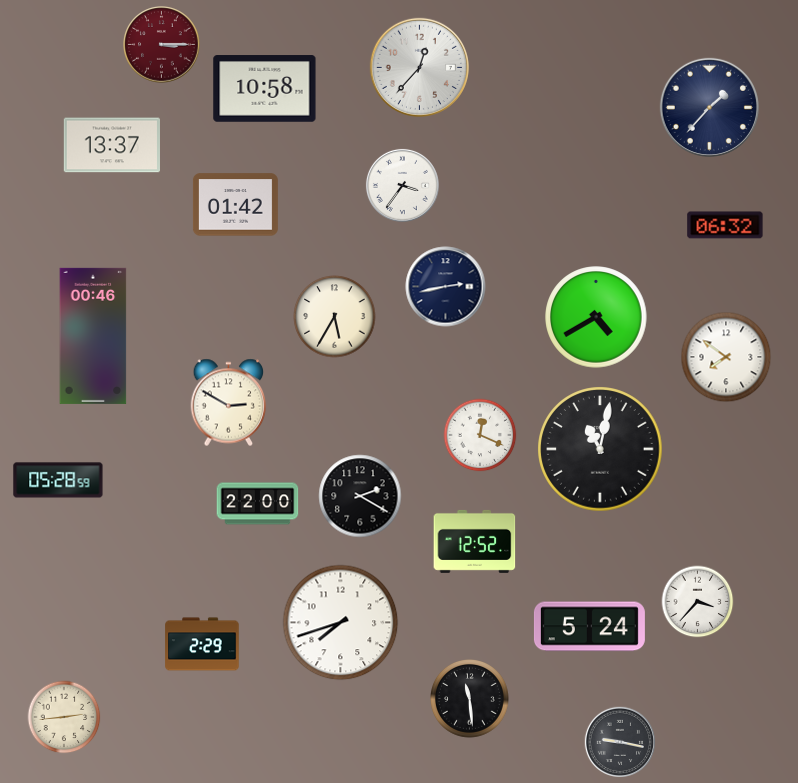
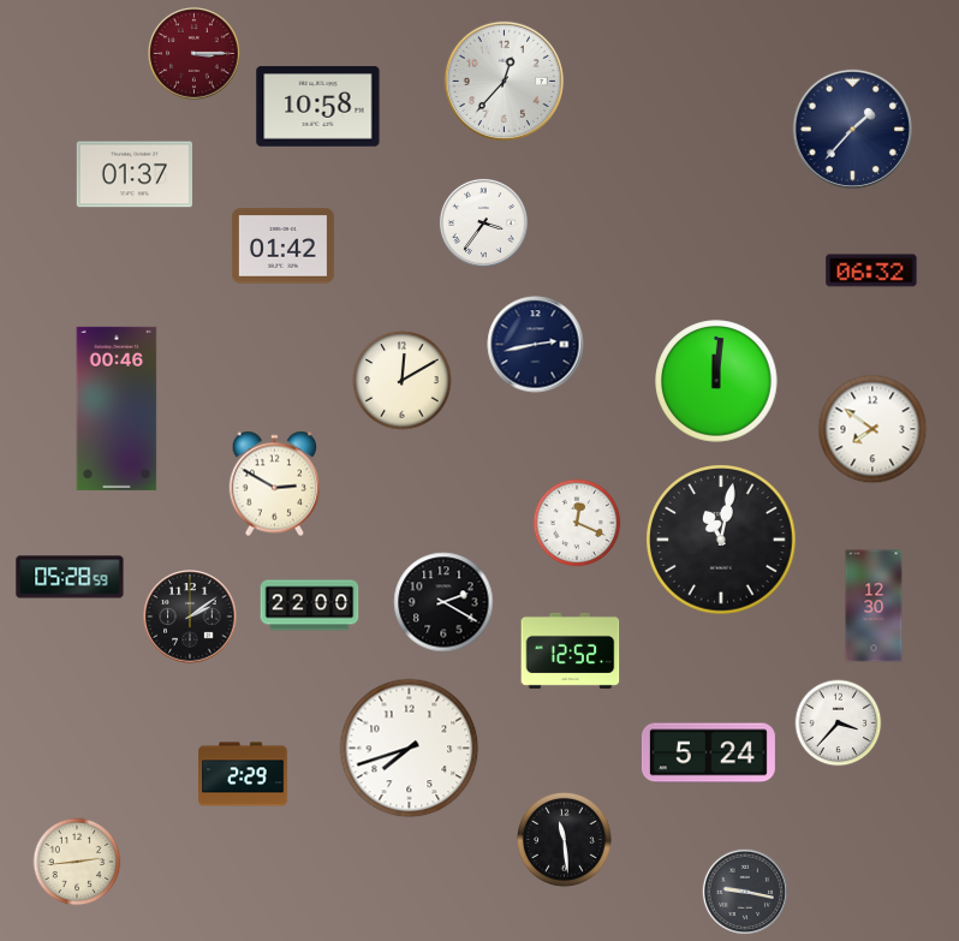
clock at (111, 145): 13:37 -> 01:37
clock at (335, 317): 5:35 -> 12:10
clock at (596, 317): 4:40 -> 12:01
clock at (93, 336) position: (93, 336) -> (117, 409)
clock at (360, 496) position: (360, 496) -> (443, 602)
clock at (874, 606): none -> 12:30
clock at (190, 617): none -> 2:09
